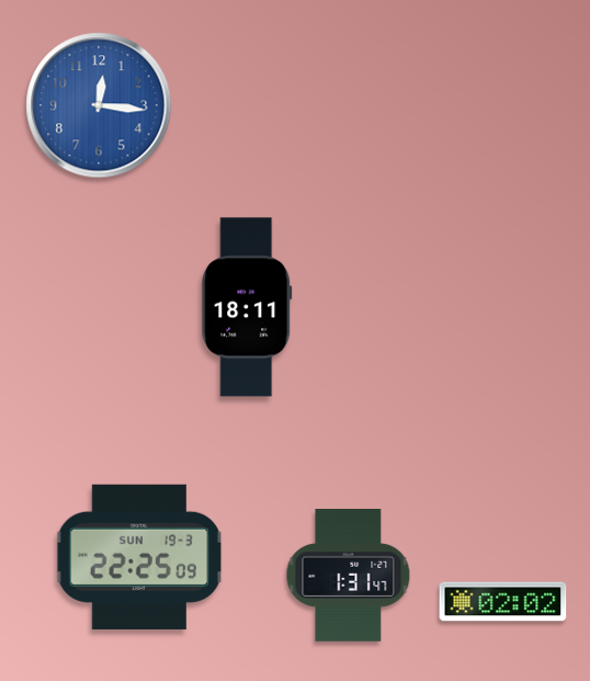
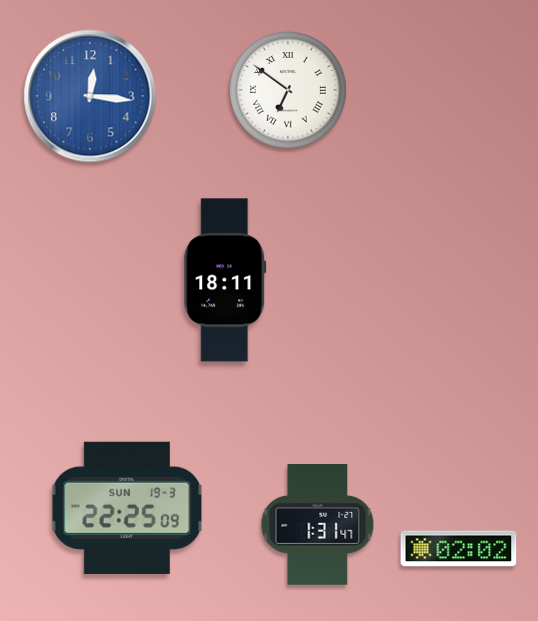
clock at (288, 90): none -> 6:51
